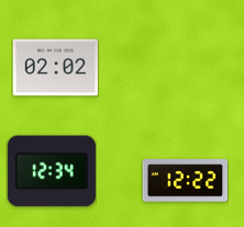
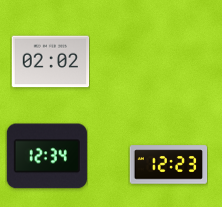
clock at (185, 181): 12:22 -> 12:23
